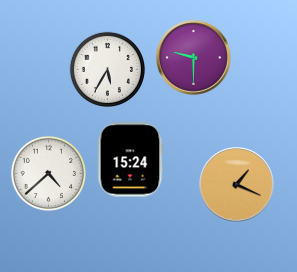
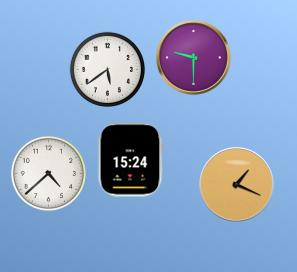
clock at (107, 69): 5:35 -> 5:39
